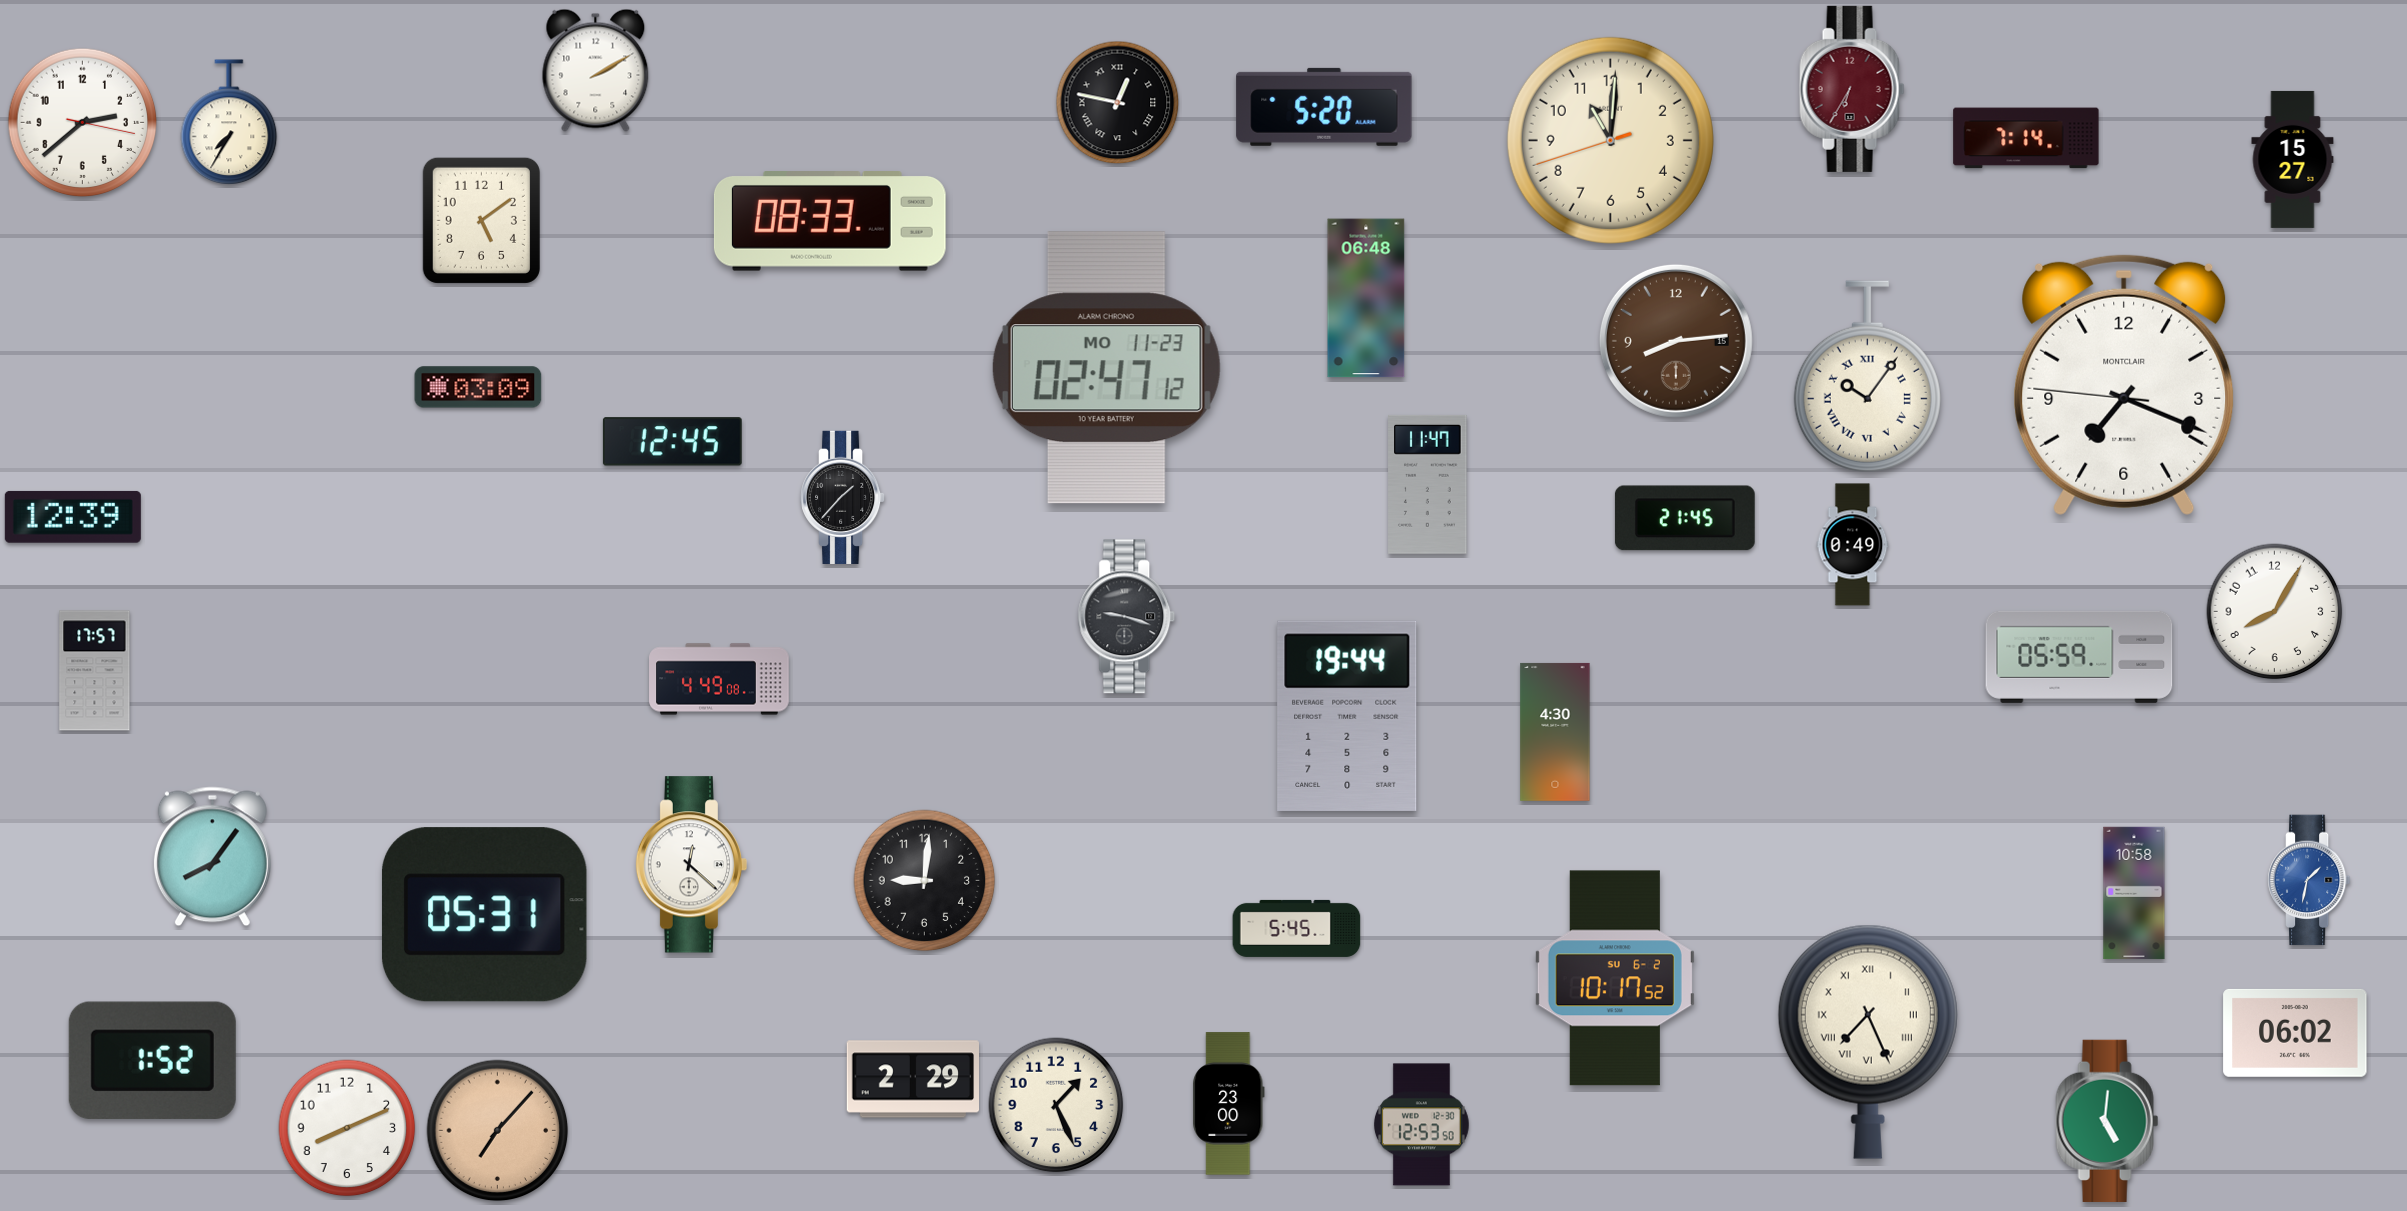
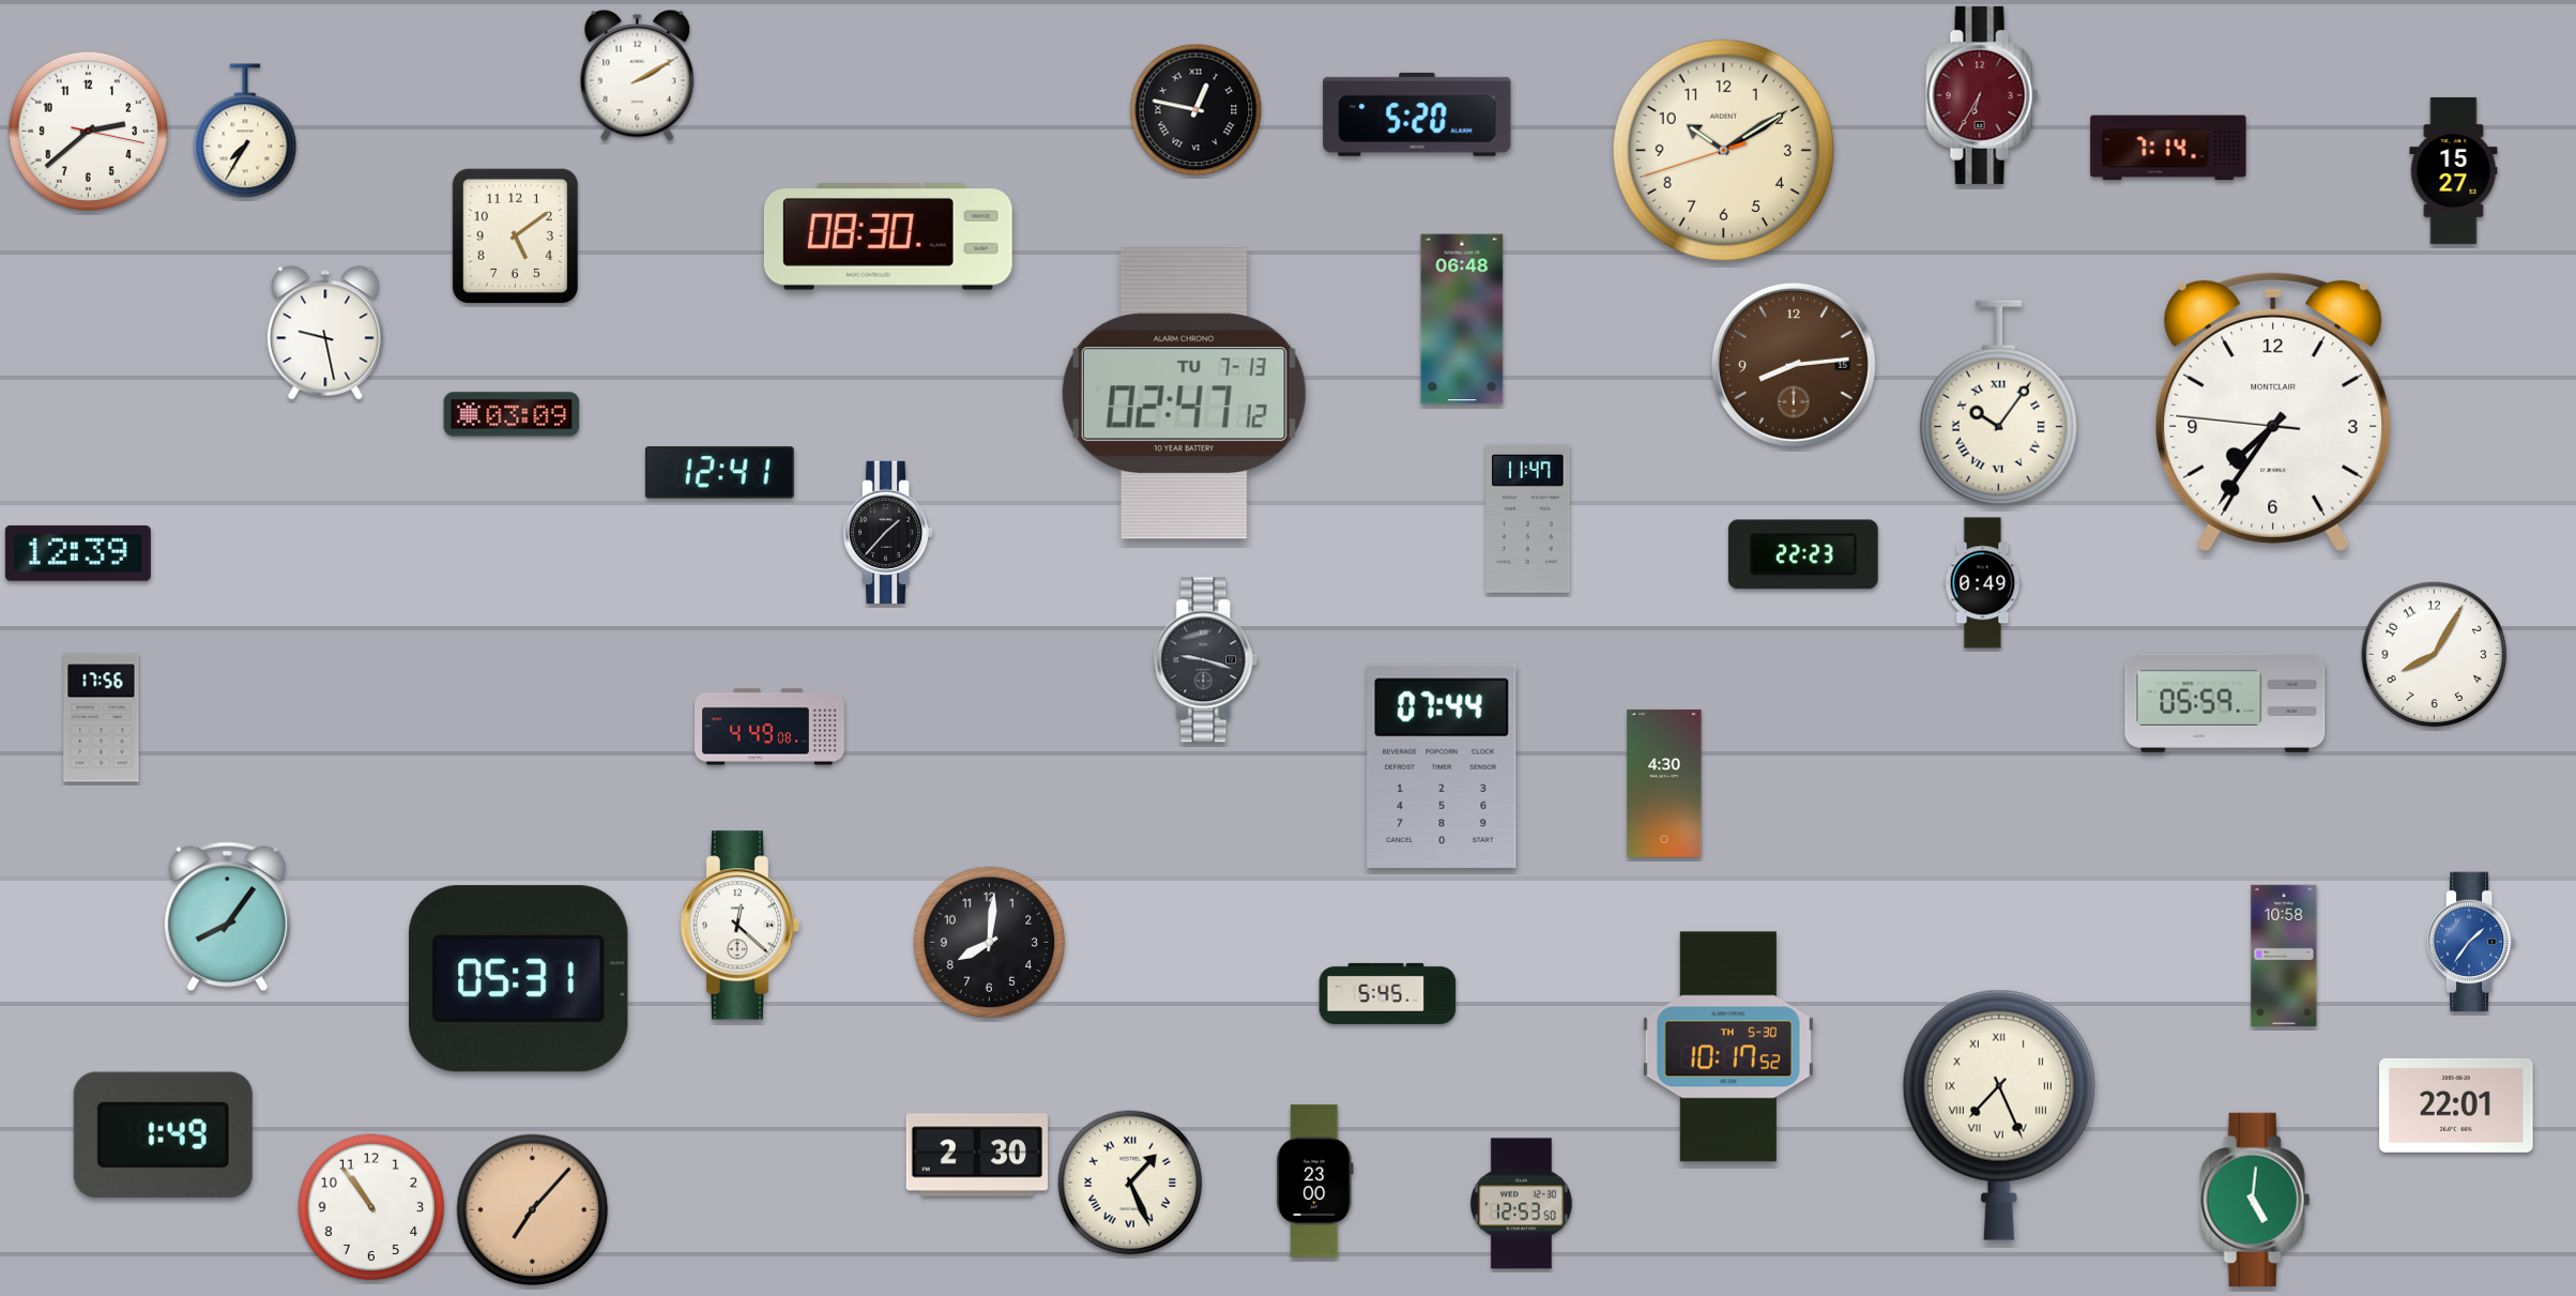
clock at (1610, 140): 11:00 -> 10:09
clock at (830, 222): 08:33 -> 08:30
clock at (325, 333): none -> 9:28
clock at (1106, 368) date: MO 11-23 -> TU 7-13
clock at (2124, 385): 7:18 -> 7:35
clock at (672, 442): 12:45 -> 12:41
clock at (844, 497) position: (844, 497) -> (889, 532)
clock at (1685, 518): 21:45 -> 22:23
clock at (95, 671): 17:57 -> 17:56
clock at (1347, 716): 19:44 -> 07:44
clock at (2309, 880): 1:32 -> 1:36
clock at (925, 881): 9:01 -> 8:01
clock at (1615, 978) date: SU 6-2 -> TH 5-30
clock at (2295, 1033): 06:02 -> 22:01
clock at (152, 1060): 1:52 -> 1:49
clock at (912, 1079): 2:29 -> 2:30
clock at (1056, 1105) numerals: Arabic -> Roman
clock at (347, 1128): 8:11 -> 10:54
